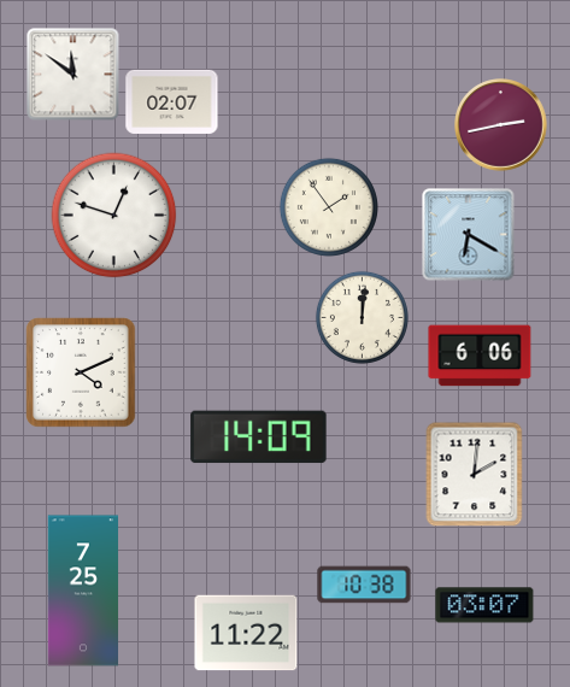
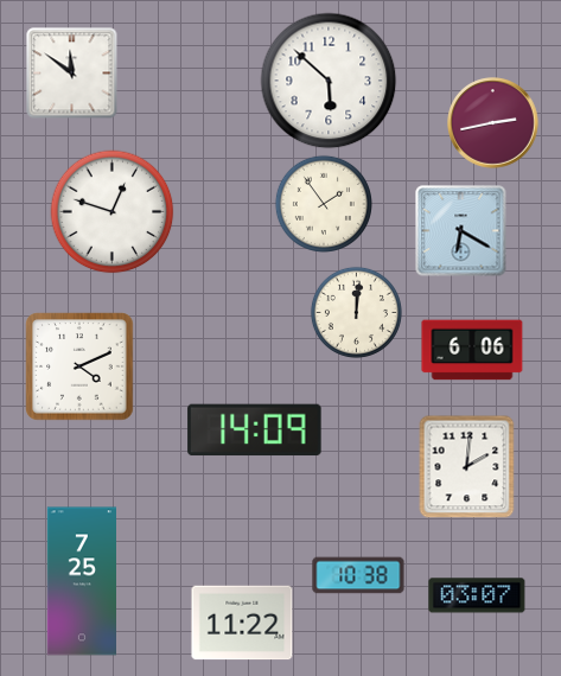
clock at (329, 81): none -> 5:52
clock at (172, 101): 02:07 -> none
